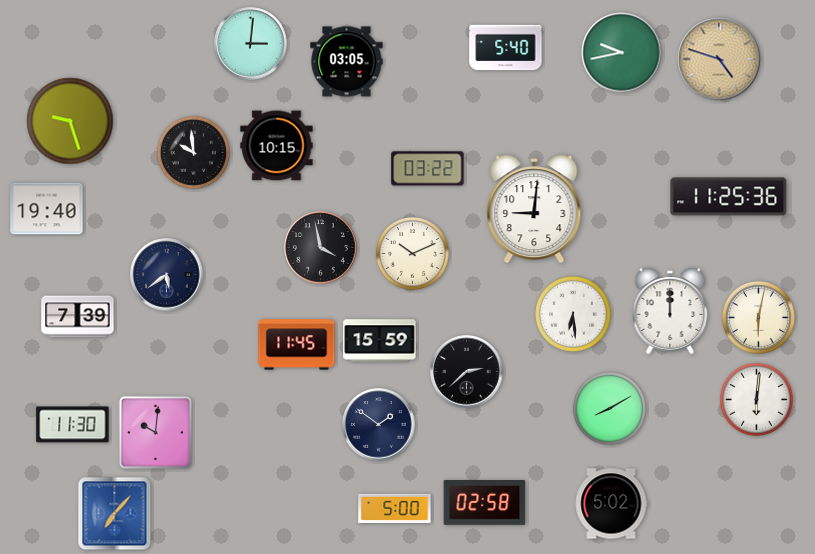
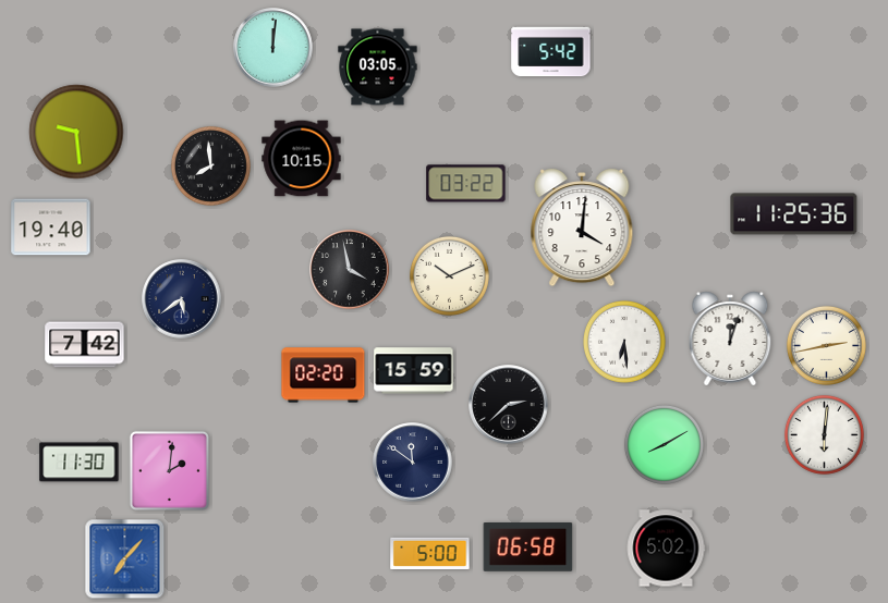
clock at (251, 44): 3:01 -> 12:01
clock at (506, 48): 5:40 -> 5:42
clock at (622, 53): 9:43 -> none
clock at (719, 59): 4:48 -> none
clock at (70, 121): 9:27 -> 9:29
clock at (193, 152): 9:59 -> 7:59
clock at (534, 209): 9:01 -> 4:01
clock at (670, 311): 12:00 -> 12:03
clock at (78, 317): 7:39 -> 7:42
clock at (758, 317): 6:02 -> 2:43
clock at (297, 345): 11:45 -> 02:20
clock at (379, 425): 1:51 -> 11:51
clock at (155, 432): 10:01 -> 2:01
clock at (485, 503): 02:58 -> 06:58
